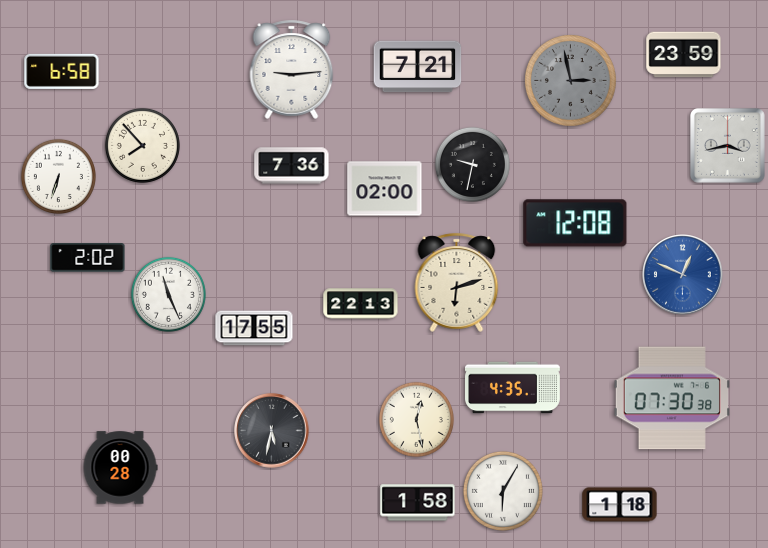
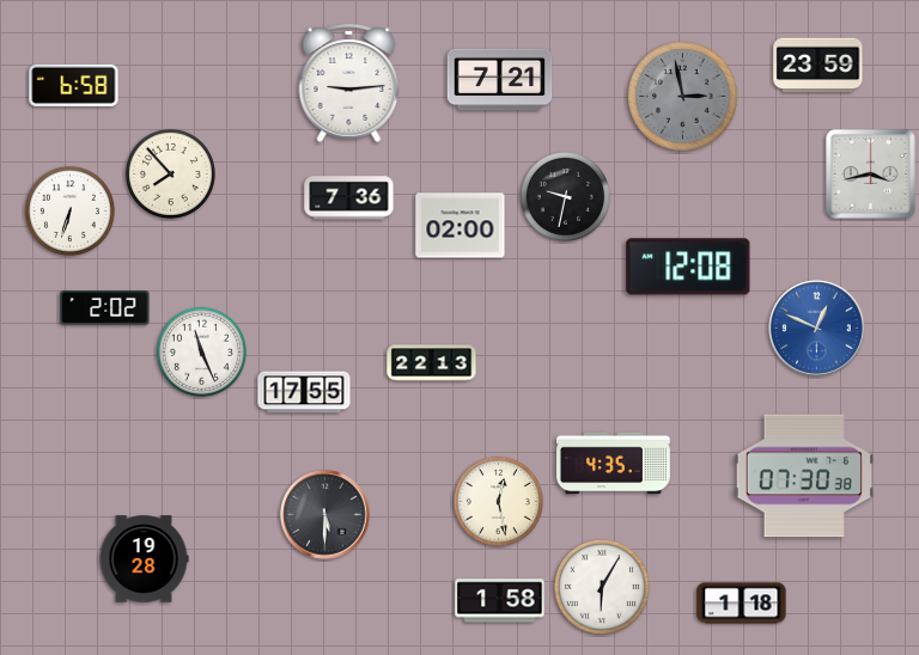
clock at (457, 282): 6:12 -> none
clock at (272, 431): 5:32 -> 5:30
clock at (120, 468): 00:28 -> 19:28
